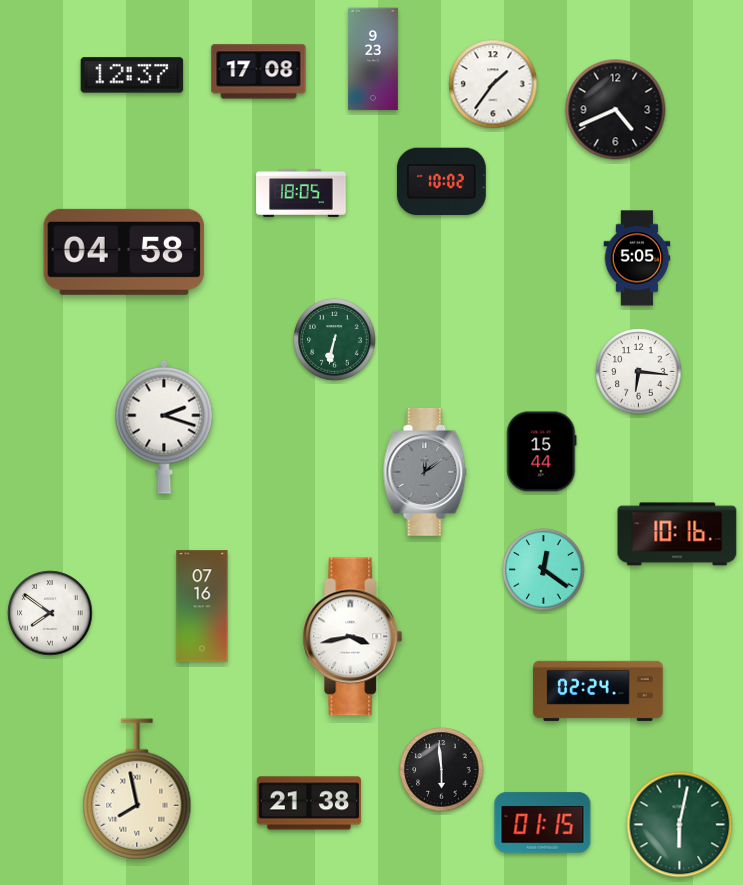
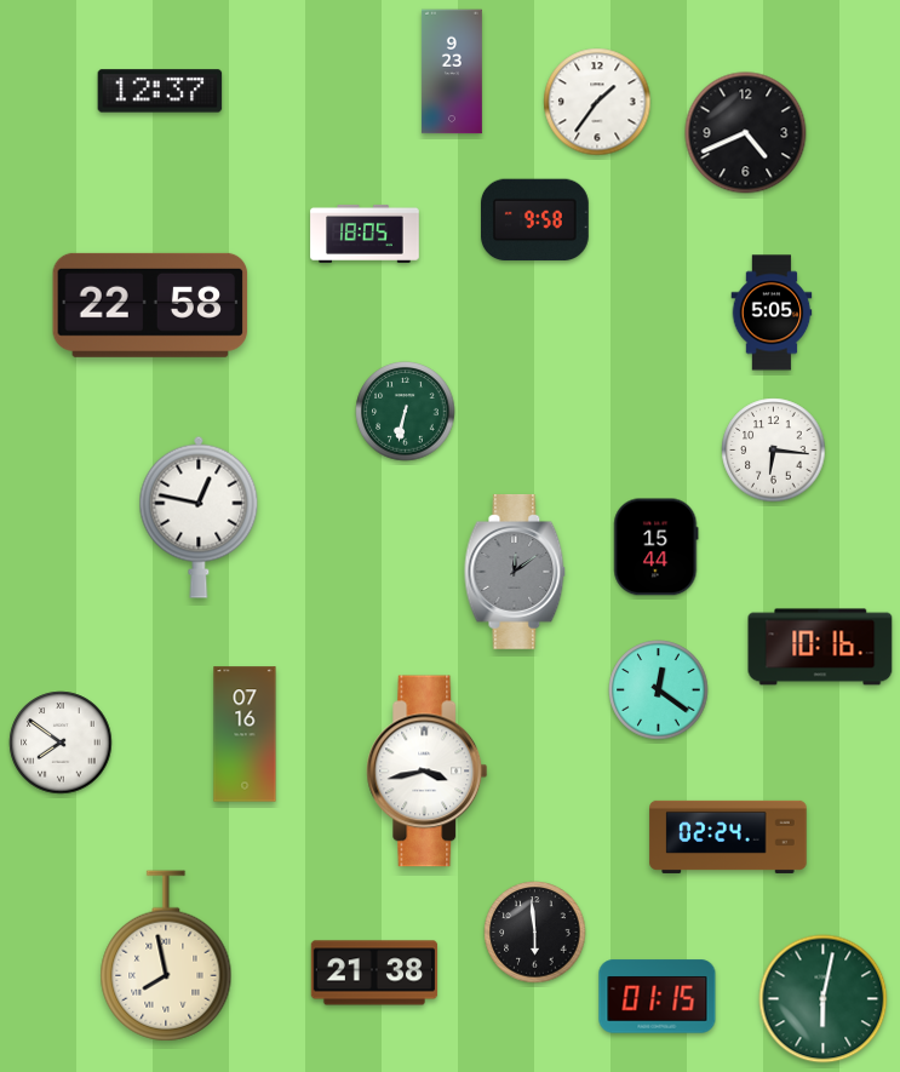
clock at (259, 72): 17:08 -> none
clock at (441, 182): 10:02 -> 9:58
clock at (124, 252): 04:58 -> 22:58
clock at (164, 427): 2:18 -> 12:47
clock at (598, 691) position: (598, 691) -> (728, 837)
